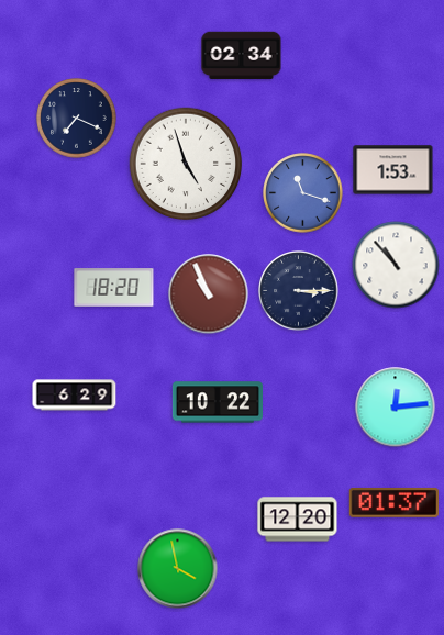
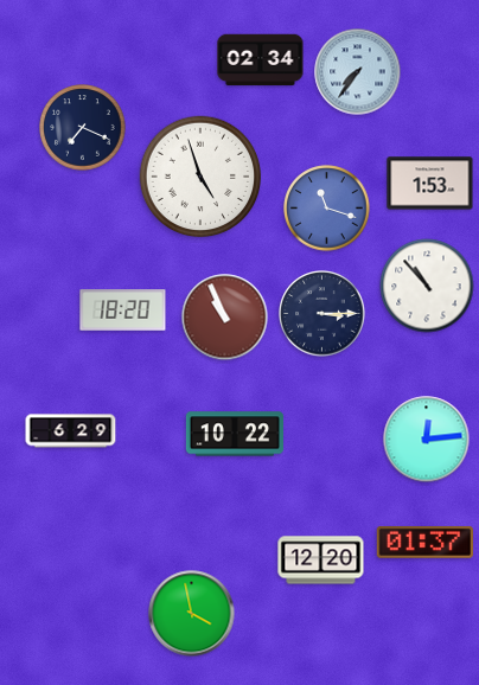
clock at (358, 72): none -> 7:36
clock at (393, 170) position: (393, 170) -> (430, 184)
clock at (75, 396) position: (75, 396) -> (71, 431)
